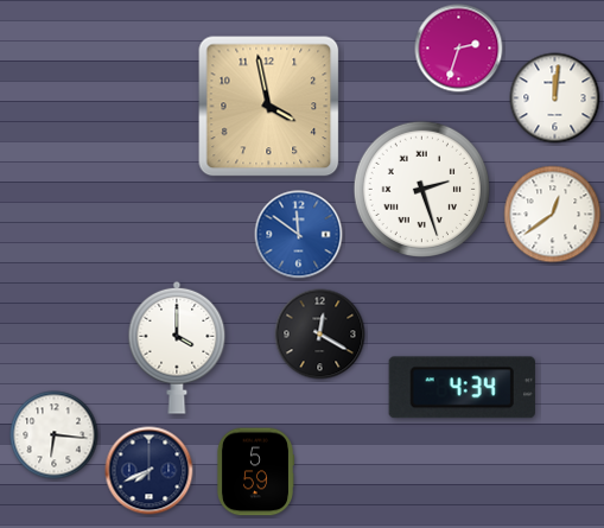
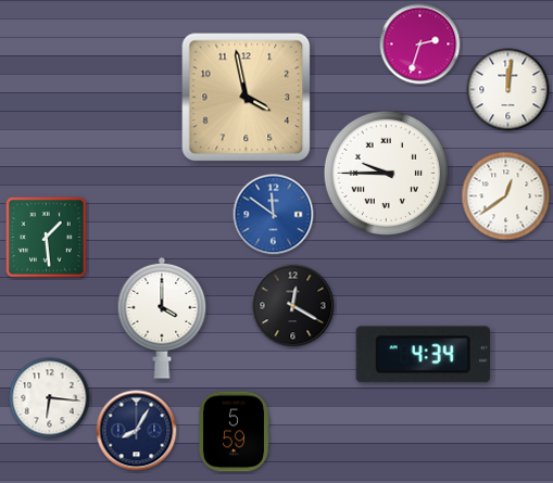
clock at (421, 189): 2:27 -> 9:45
clock at (47, 238): none -> 1:29
clock at (150, 471): 7:41 -> 8:05
